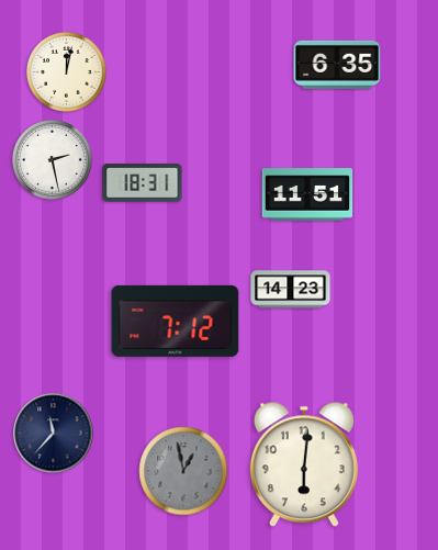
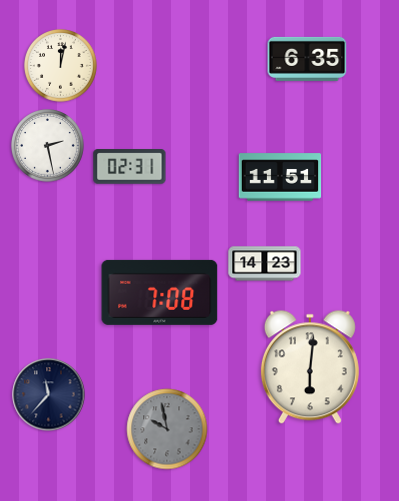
clock at (143, 183): 18:31 -> 02:31
clock at (176, 321): 7:12 -> 7:08
clock at (304, 464) position: (304, 464) -> (310, 367)
clock at (183, 471): 12:58 -> 9:58
